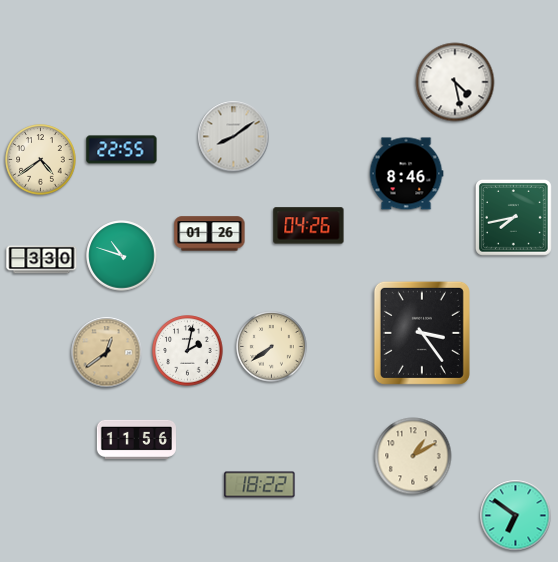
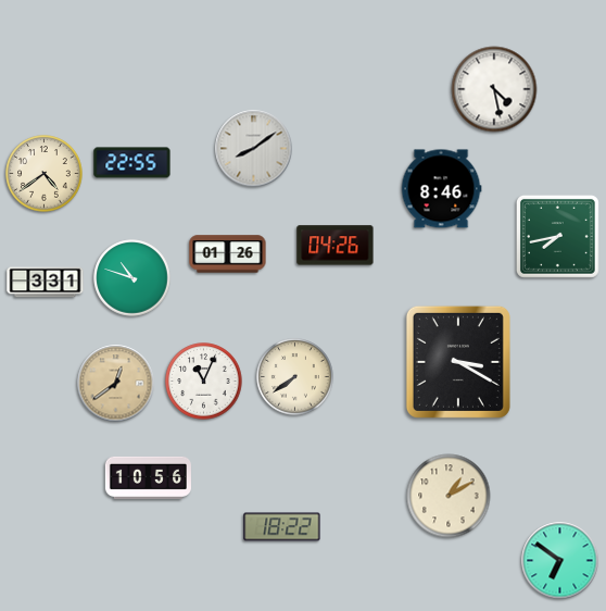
clock at (42, 260): 3:30 -> 3:31
clock at (422, 333): 3:24 -> 3:20
clock at (188, 351): 2:02 -> 11:04
clock at (136, 439): 11:56 -> 10:56
